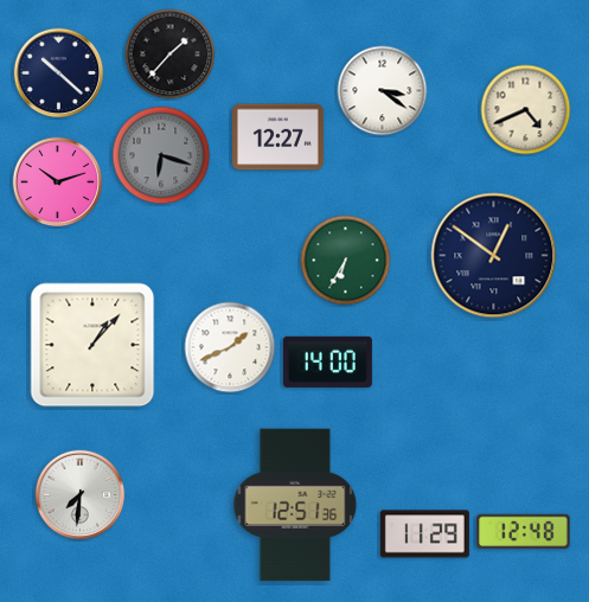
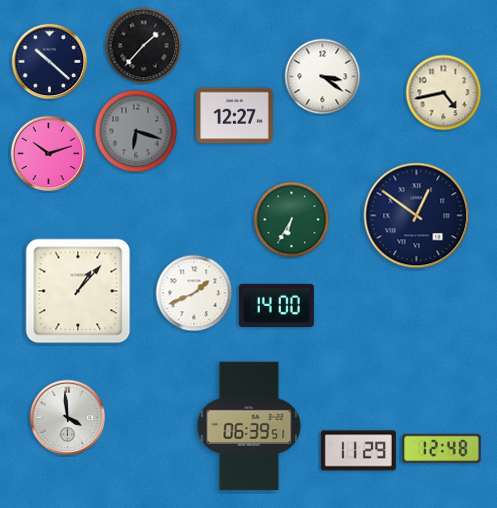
clock at (526, 110): 4:41 -> 4:43
clock at (81, 495): 7:31 -> 3:59
clock at (295, 505): 12:51 -> 06:39
